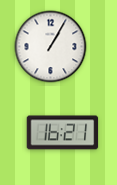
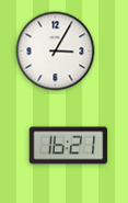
clock at (51, 47): 1:05 -> 3:05
